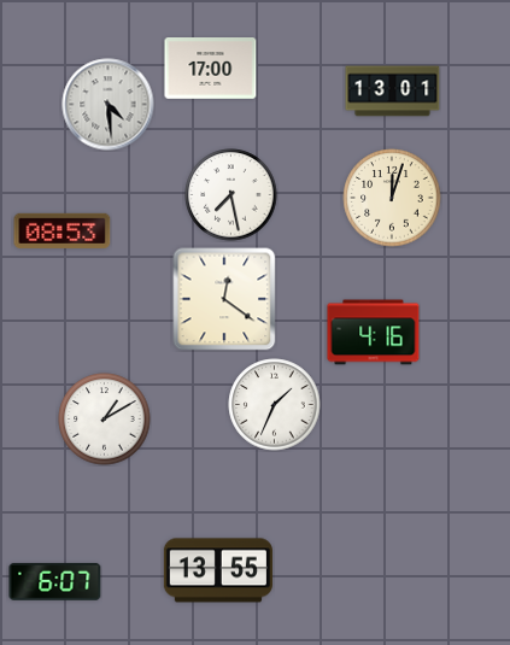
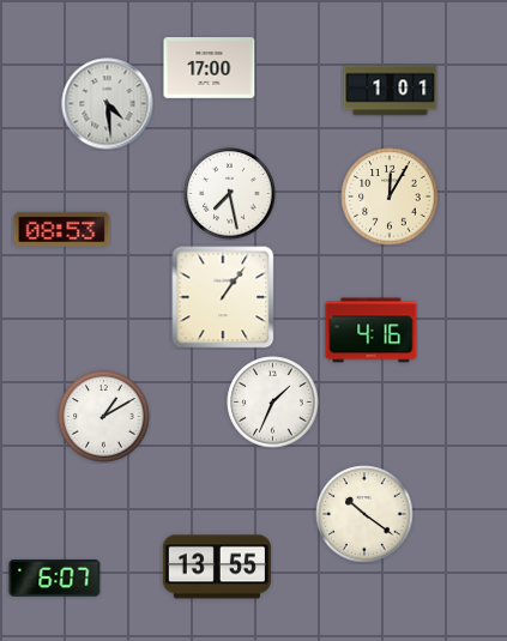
clock at (393, 92): 13:01 -> 1:01
clock at (392, 198): 12:03 -> 12:05
clock at (224, 299): 12:21 -> 1:06
clock at (364, 514): none -> 10:21
